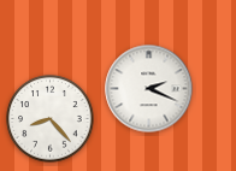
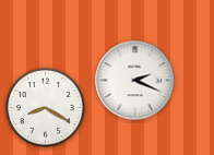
clock at (51, 119): 8:23 -> 8:20
